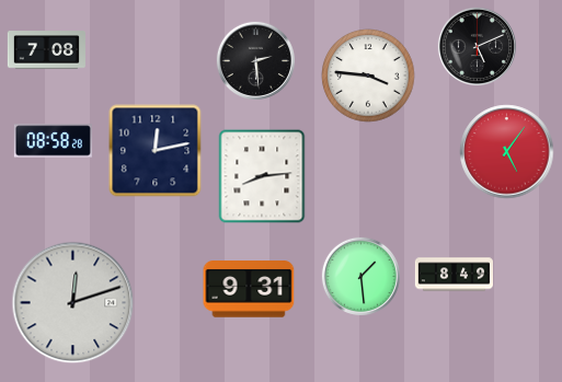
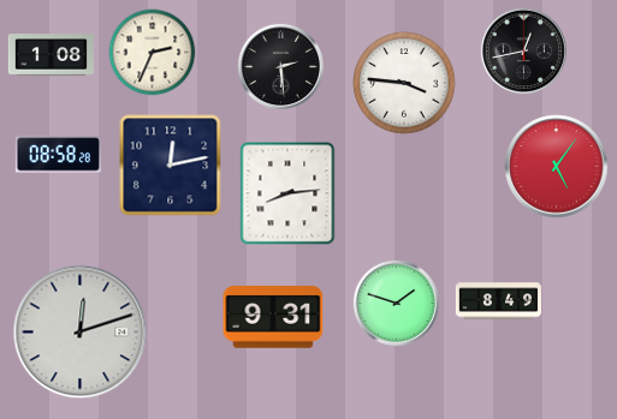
clock at (477, 46): 5:11 -> 12:43
clock at (153, 53): none -> 2:34
clock at (46, 50): 7:08 -> 1:08
clock at (360, 276): 1:29 -> 1:48
